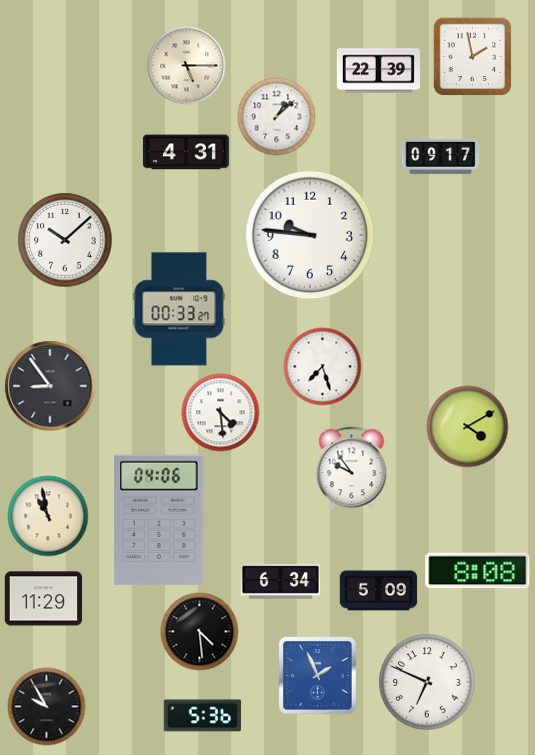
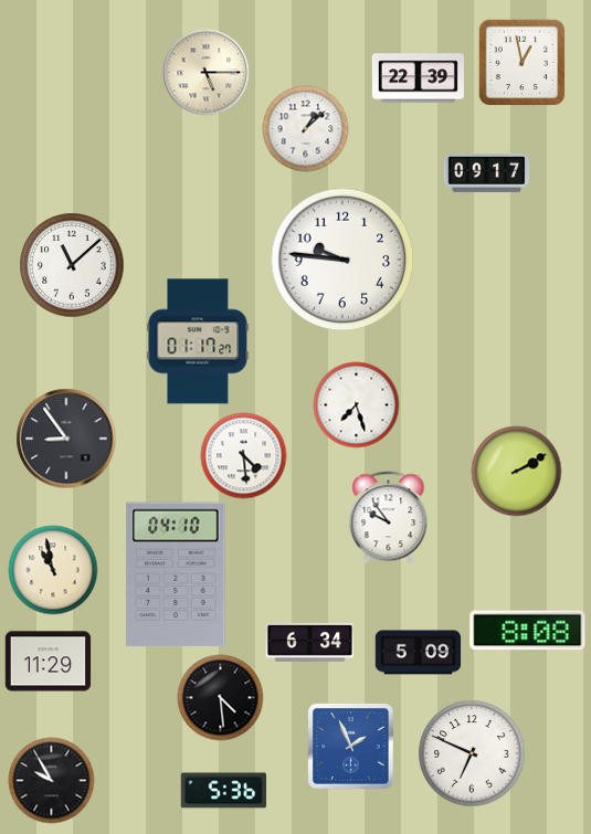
clock at (472, 56): 1:58 -> 12:58
clock at (186, 152): 4:31 -> none
clock at (65, 240): 10:08 -> 11:08
clock at (179, 309): 00:33 -> 01:17
clock at (50, 386) position: (50, 386) -> (66, 439)
clock at (467, 426): 4:10 -> 2:10
clock at (159, 520): 04:06 -> 04:10
